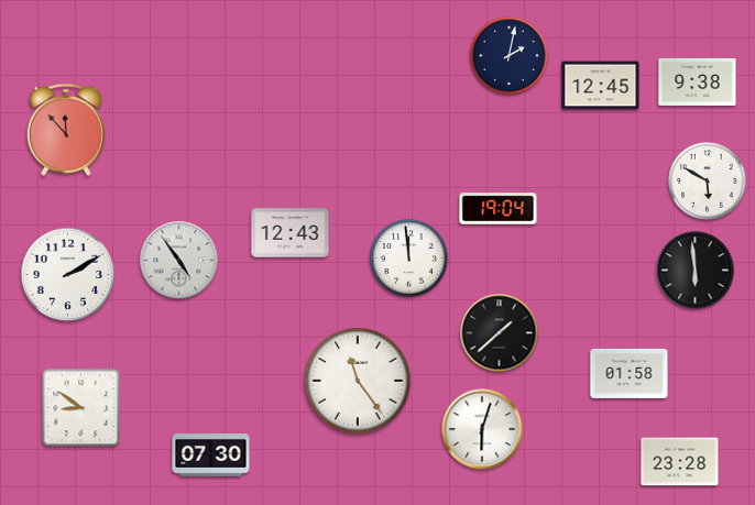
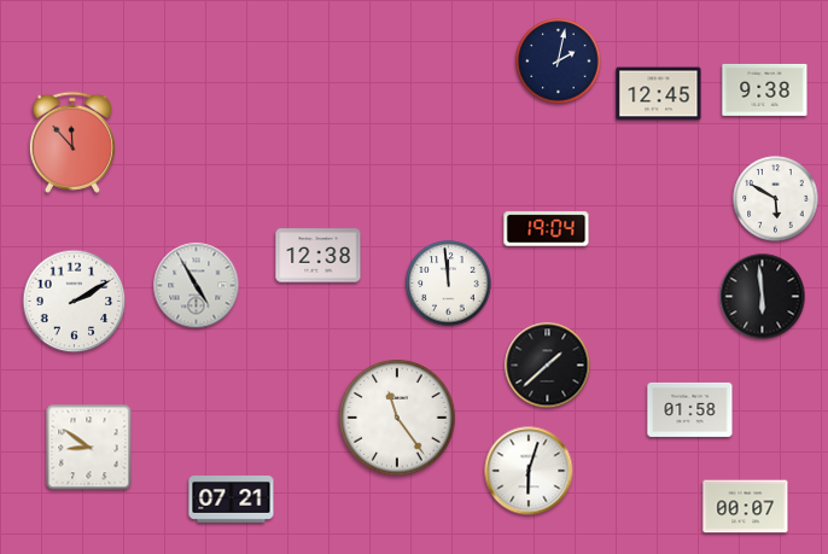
clock at (291, 233): 12:43 -> 12:38
clock at (179, 261): 4:54 -> 4:55
clock at (358, 381) position: (358, 381) -> (397, 418)
clock at (211, 455): 07:30 -> 07:21
clock at (680, 462): 23:28 -> 00:07
